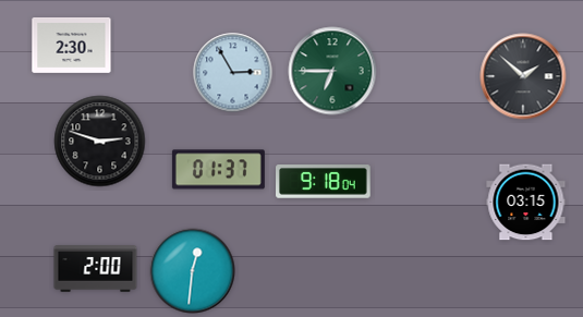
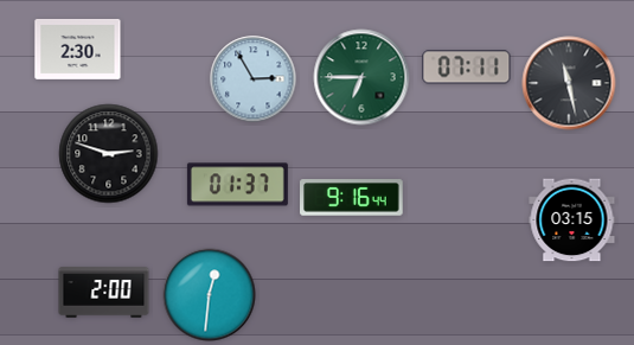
clock at (467, 68): none -> 07:11
clock at (523, 76): 1:52 -> 11:28
clock at (324, 182): 9:18 -> 9:16
